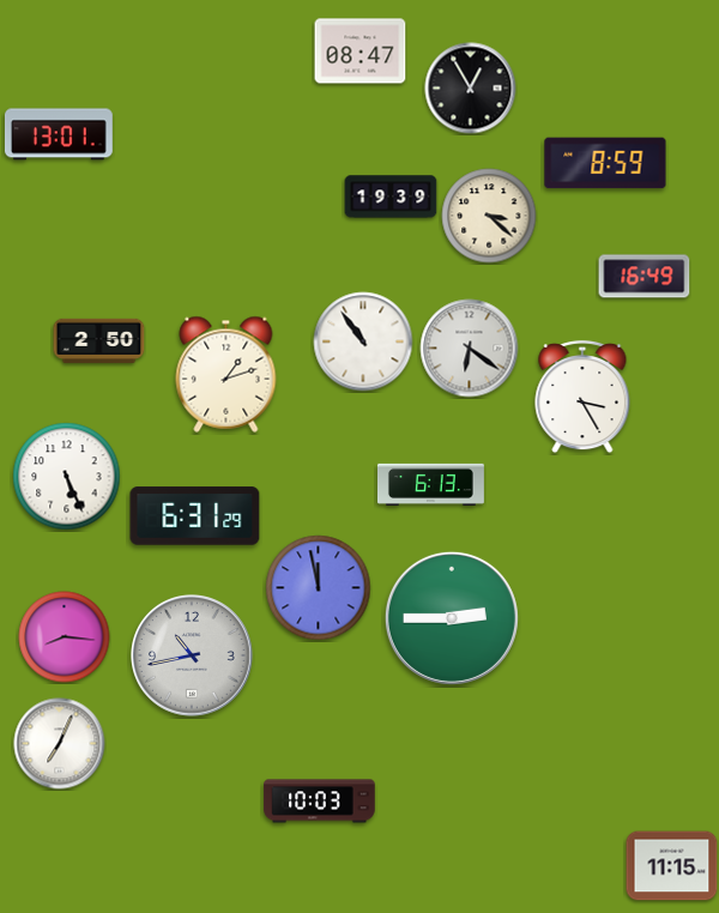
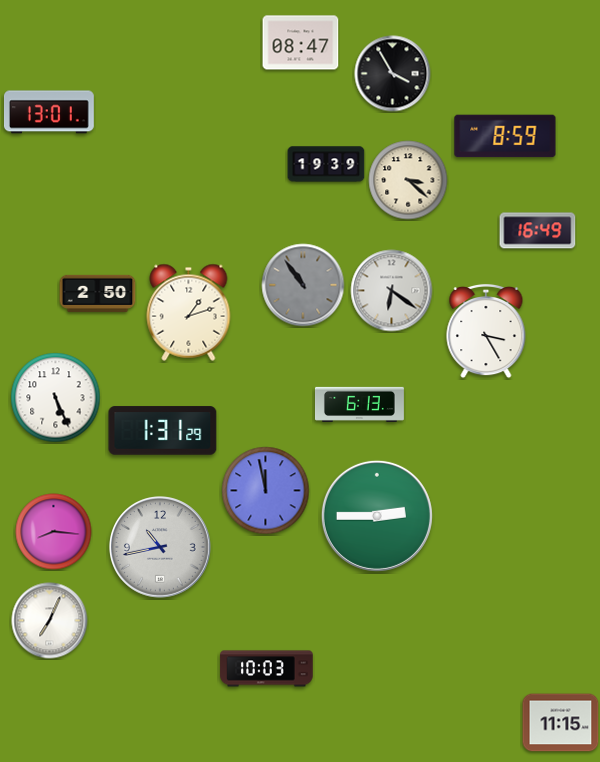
clock at (471, 89): 12:55 -> 3:55
clock at (99, 340) position: (99, 340) -> (98, 293)
clock at (363, 341) dial: white -> grey
clock at (195, 516): 6:31 -> 1:31
